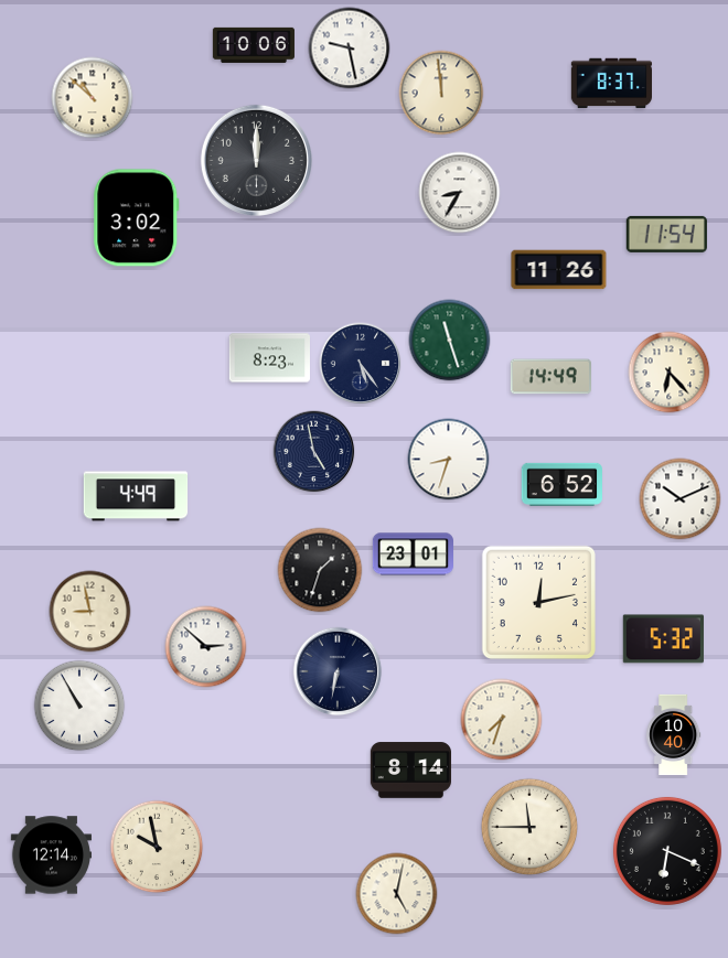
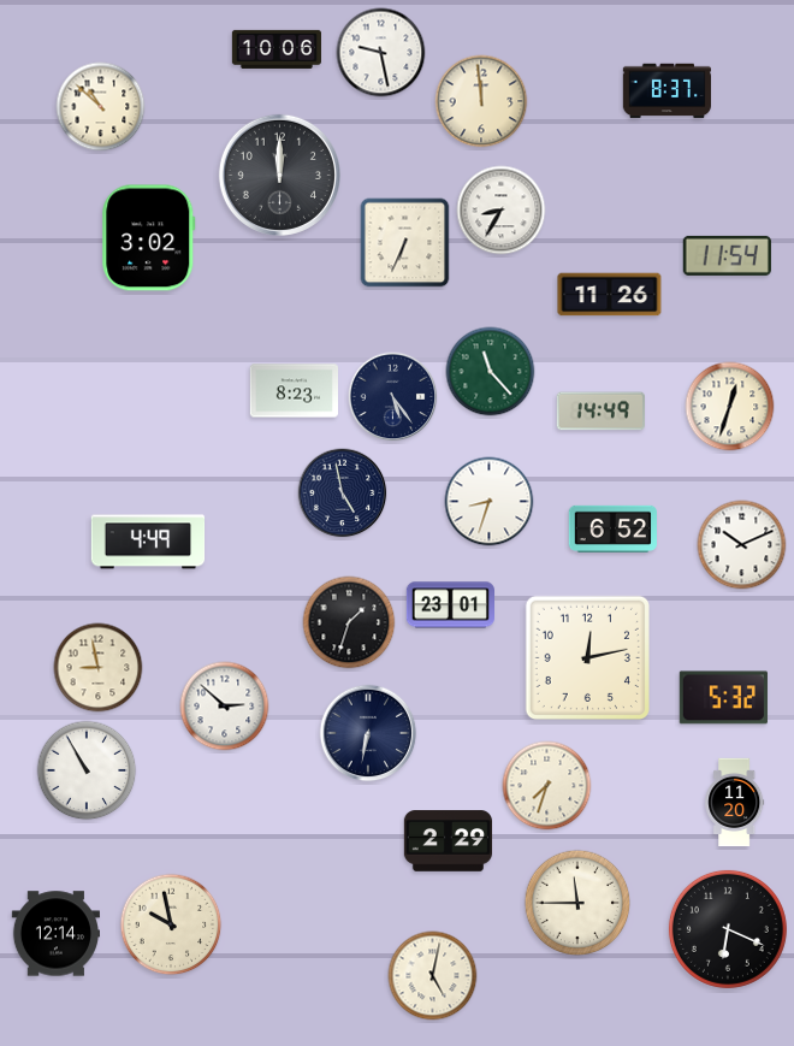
clock at (405, 243): none -> 6:34
clock at (450, 341): 11:27 -> 11:23
clock at (670, 373): 6:23 -> 12:33
clock at (674, 735): 10:40 -> 11:20
clock at (410, 771): 8:14 -> 2:29
